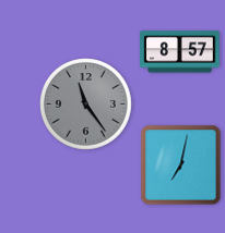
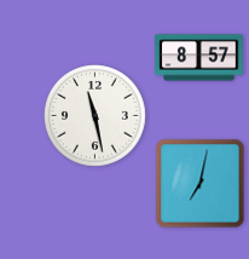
clock at (86, 105): 11:24 -> 11:28
clock at (86, 105) dial: grey -> white
